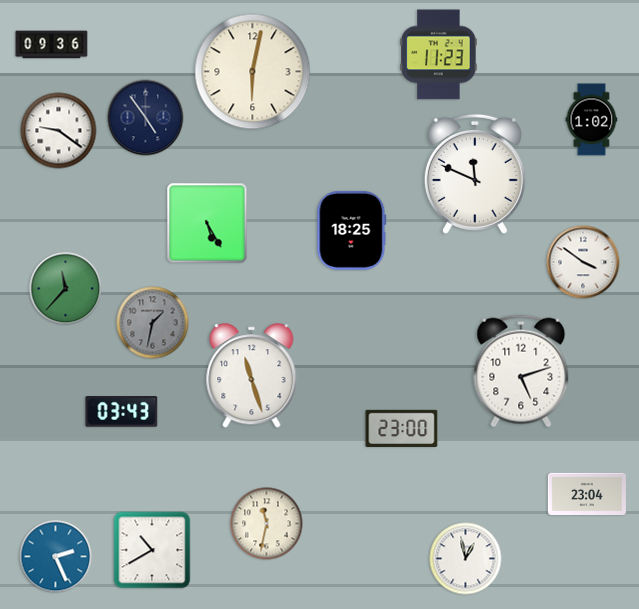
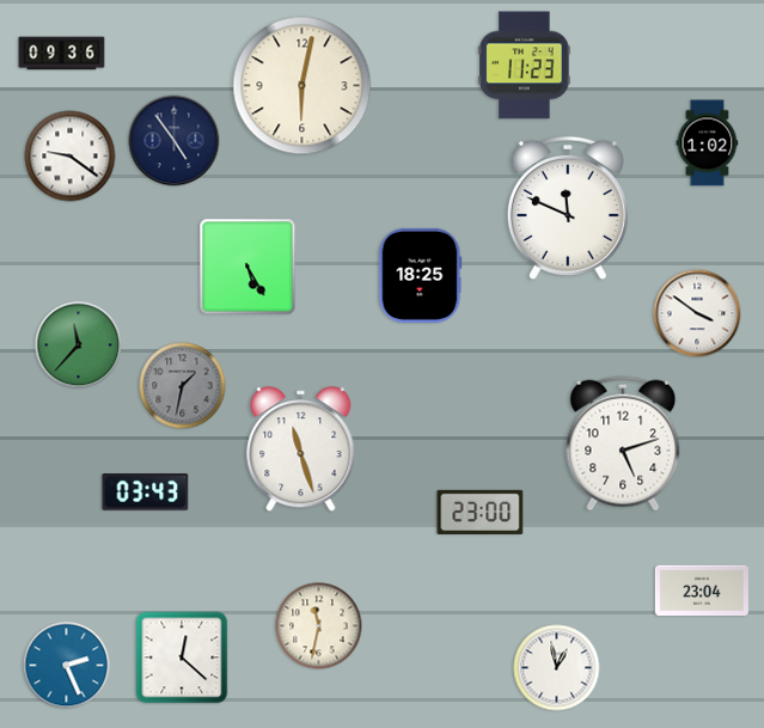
clock at (152, 550): 10:40 -> 12:22
